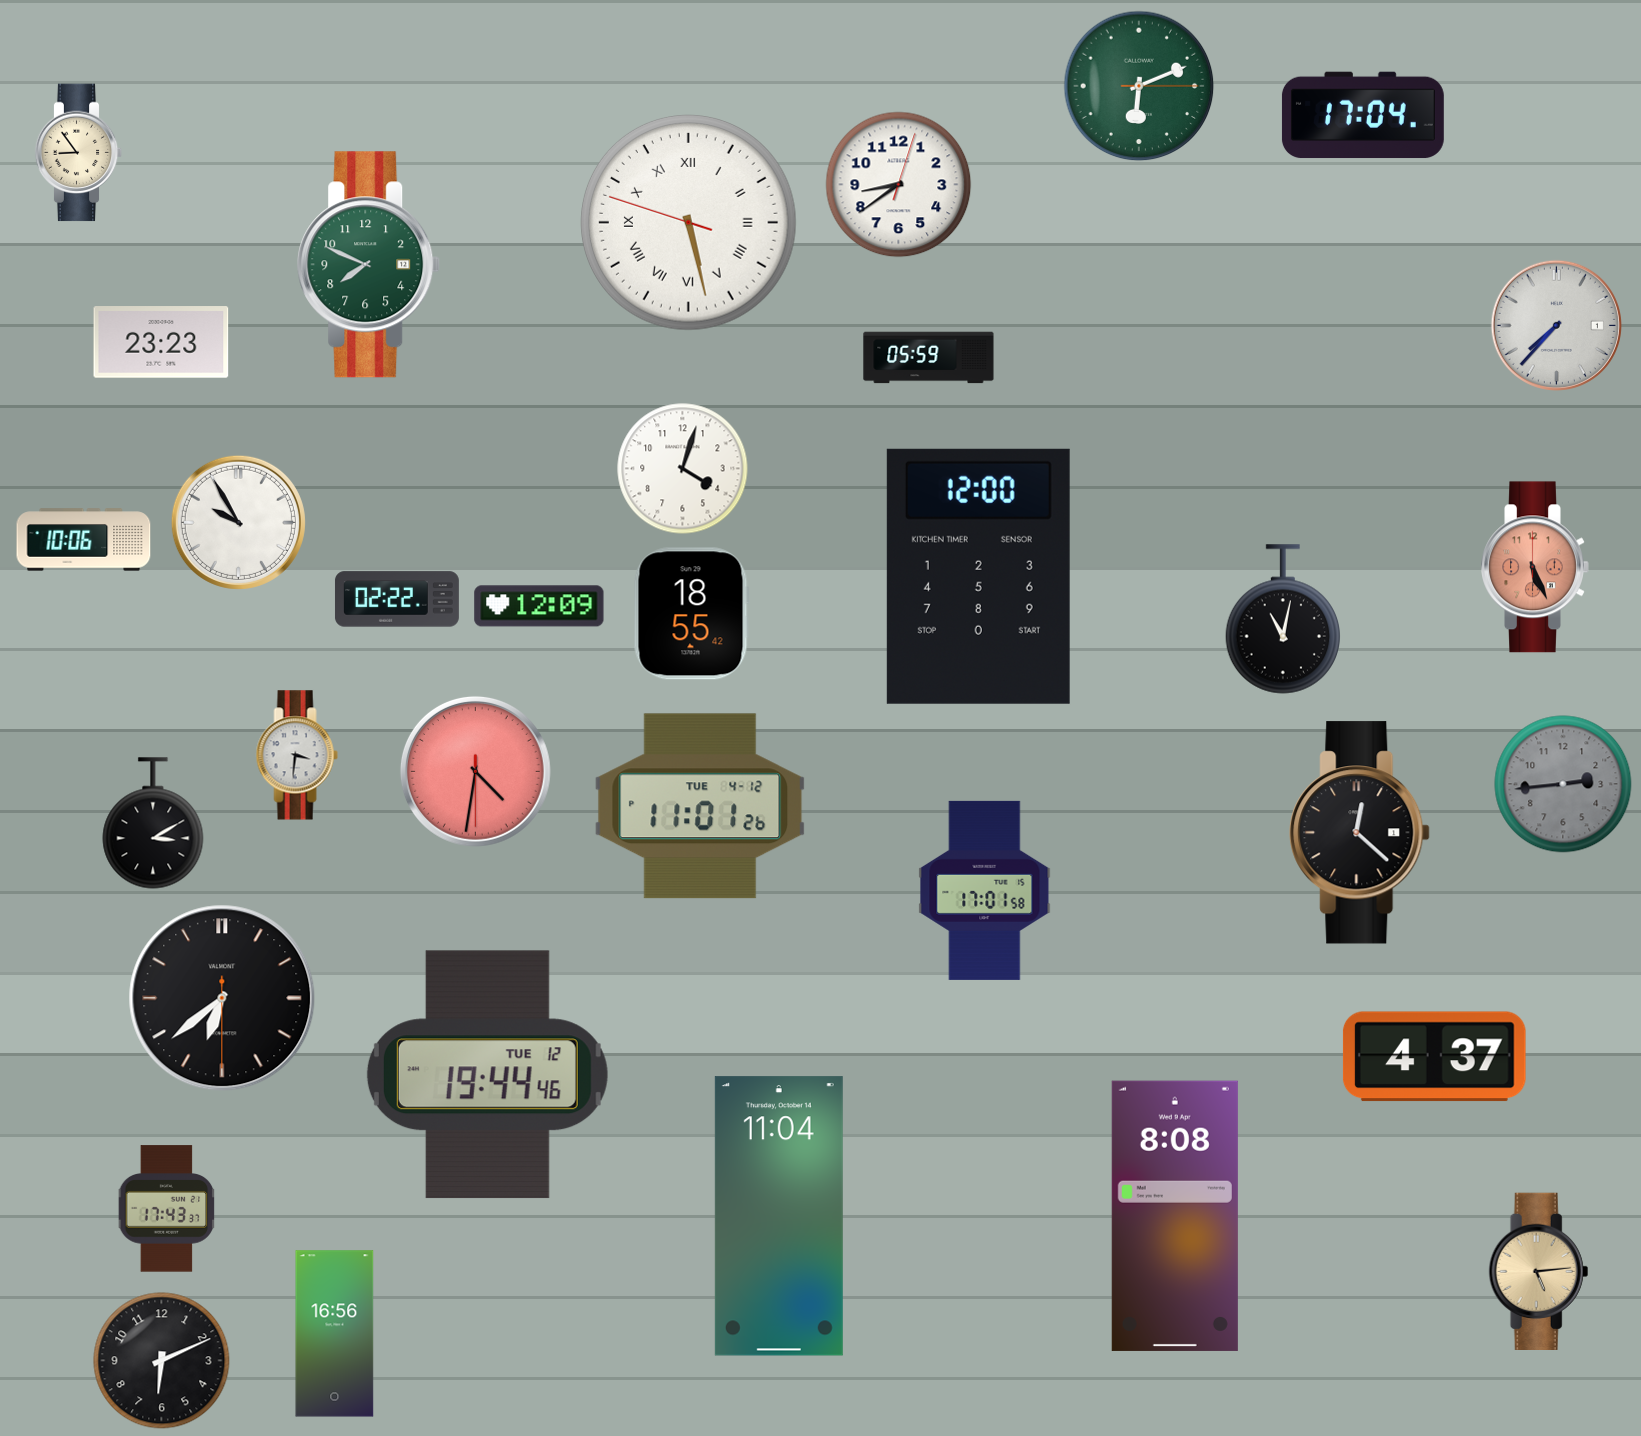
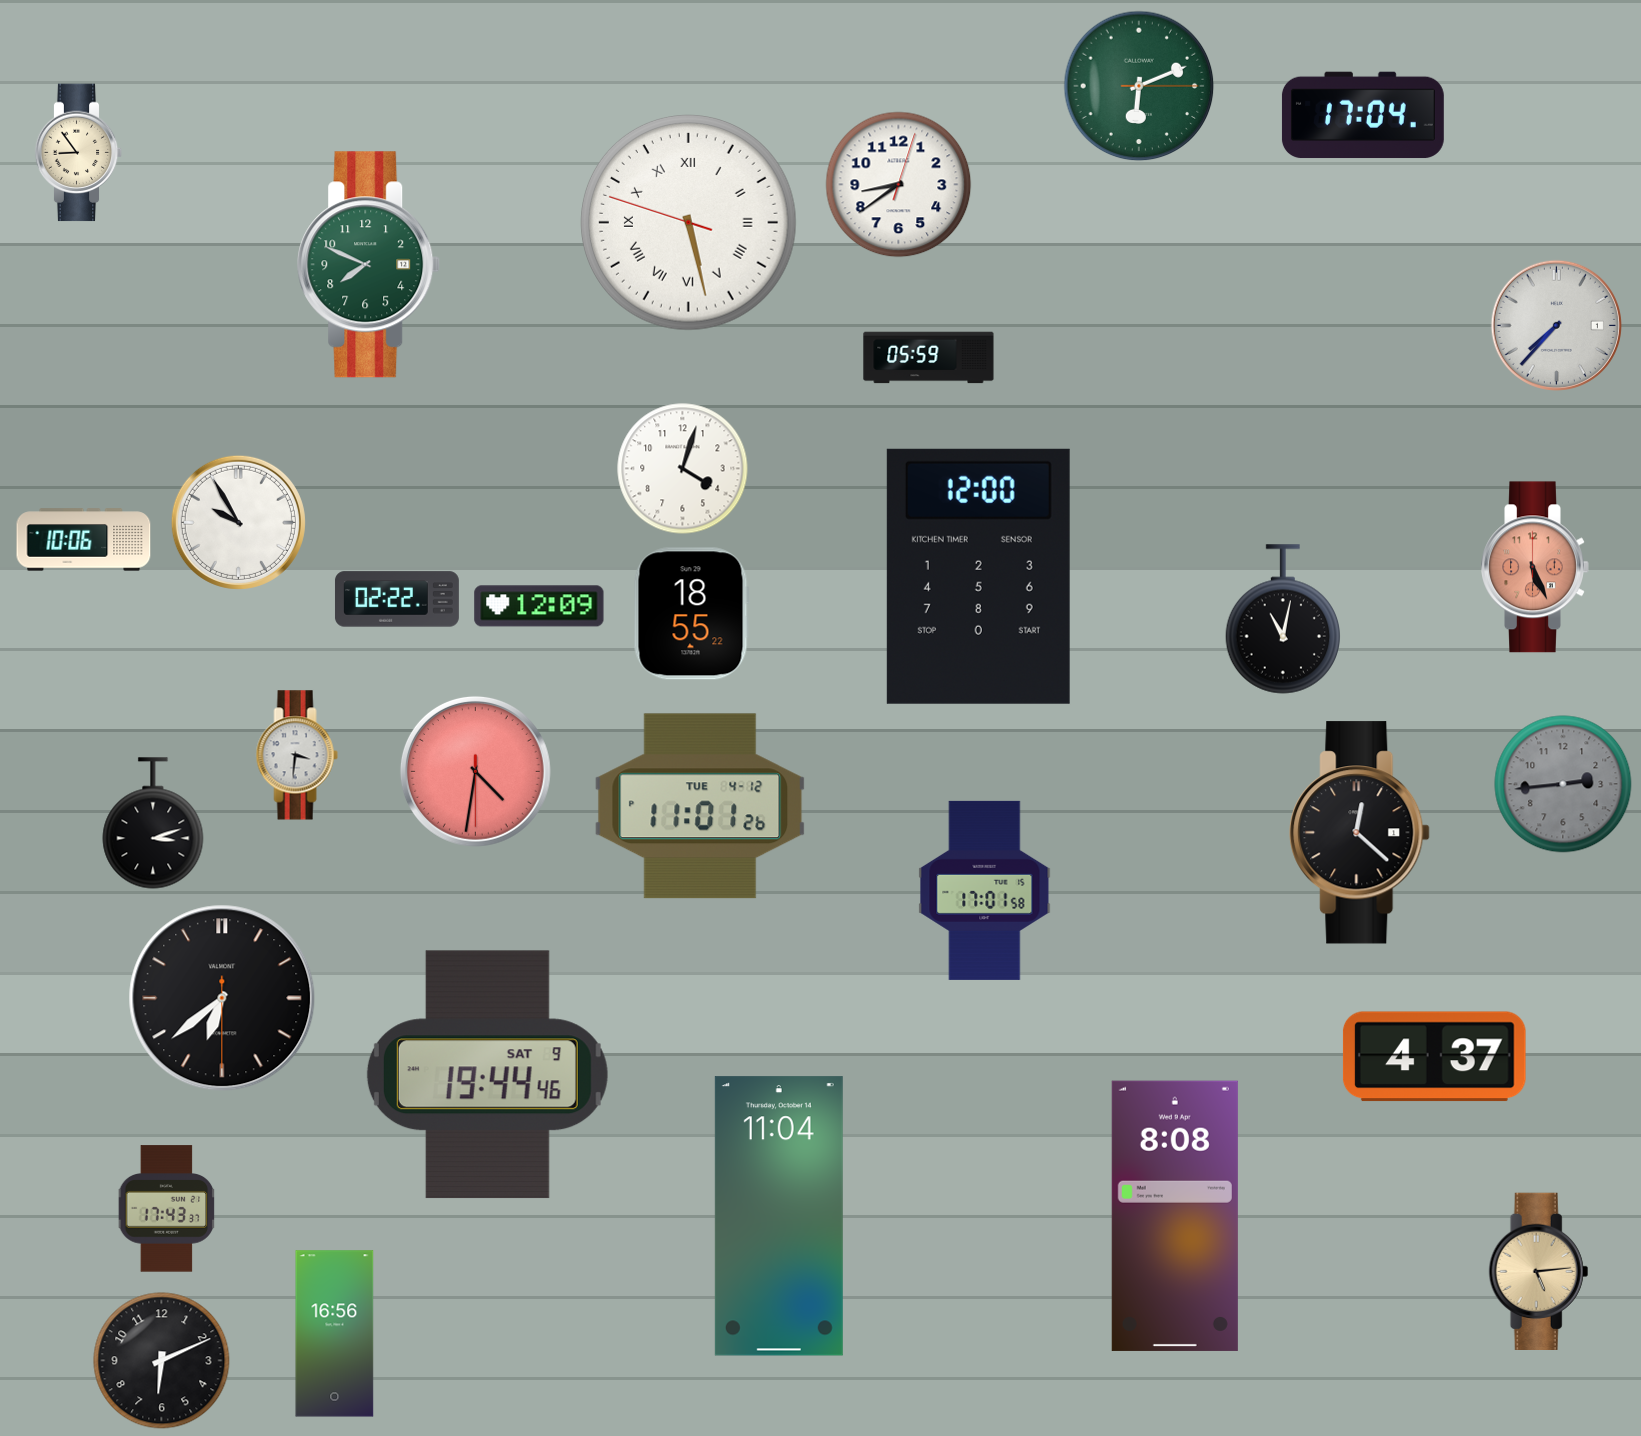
clock at (161, 342): 23:23 -> none
clock at (691, 614): 18:55:42 -> 18:55:22
clock at (153, 823): 3:10 -> 3:12
clock at (487, 1075) date: TUE 12 -> SAT 9
